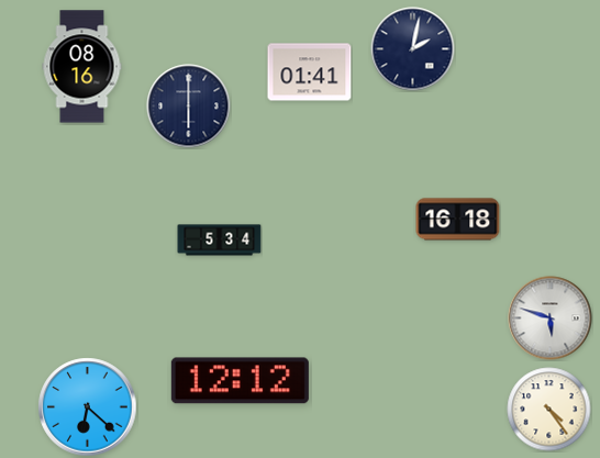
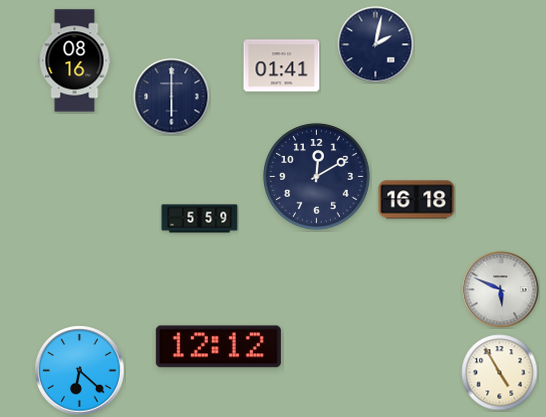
clock at (317, 177): none -> 12:10
clock at (220, 241): 5:34 -> 5:59
clock at (551, 319): 5:48 -> 5:49
clock at (549, 410): 4:24 -> 4:55
